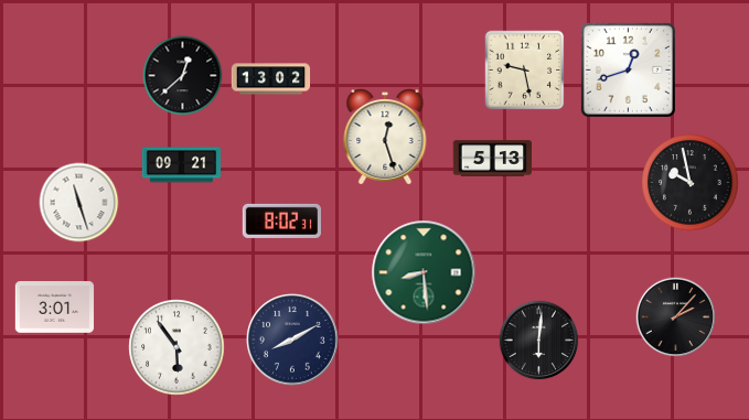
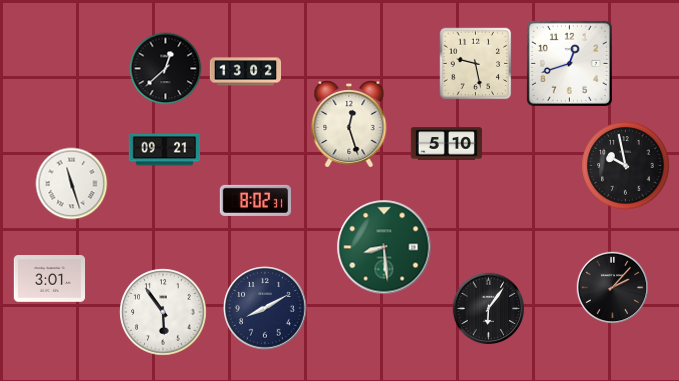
clock at (492, 159): 5:13 -> 5:10
clock at (539, 341): 6:01 -> 6:06
clock at (176, 347) position: (176, 347) -> (163, 312)
